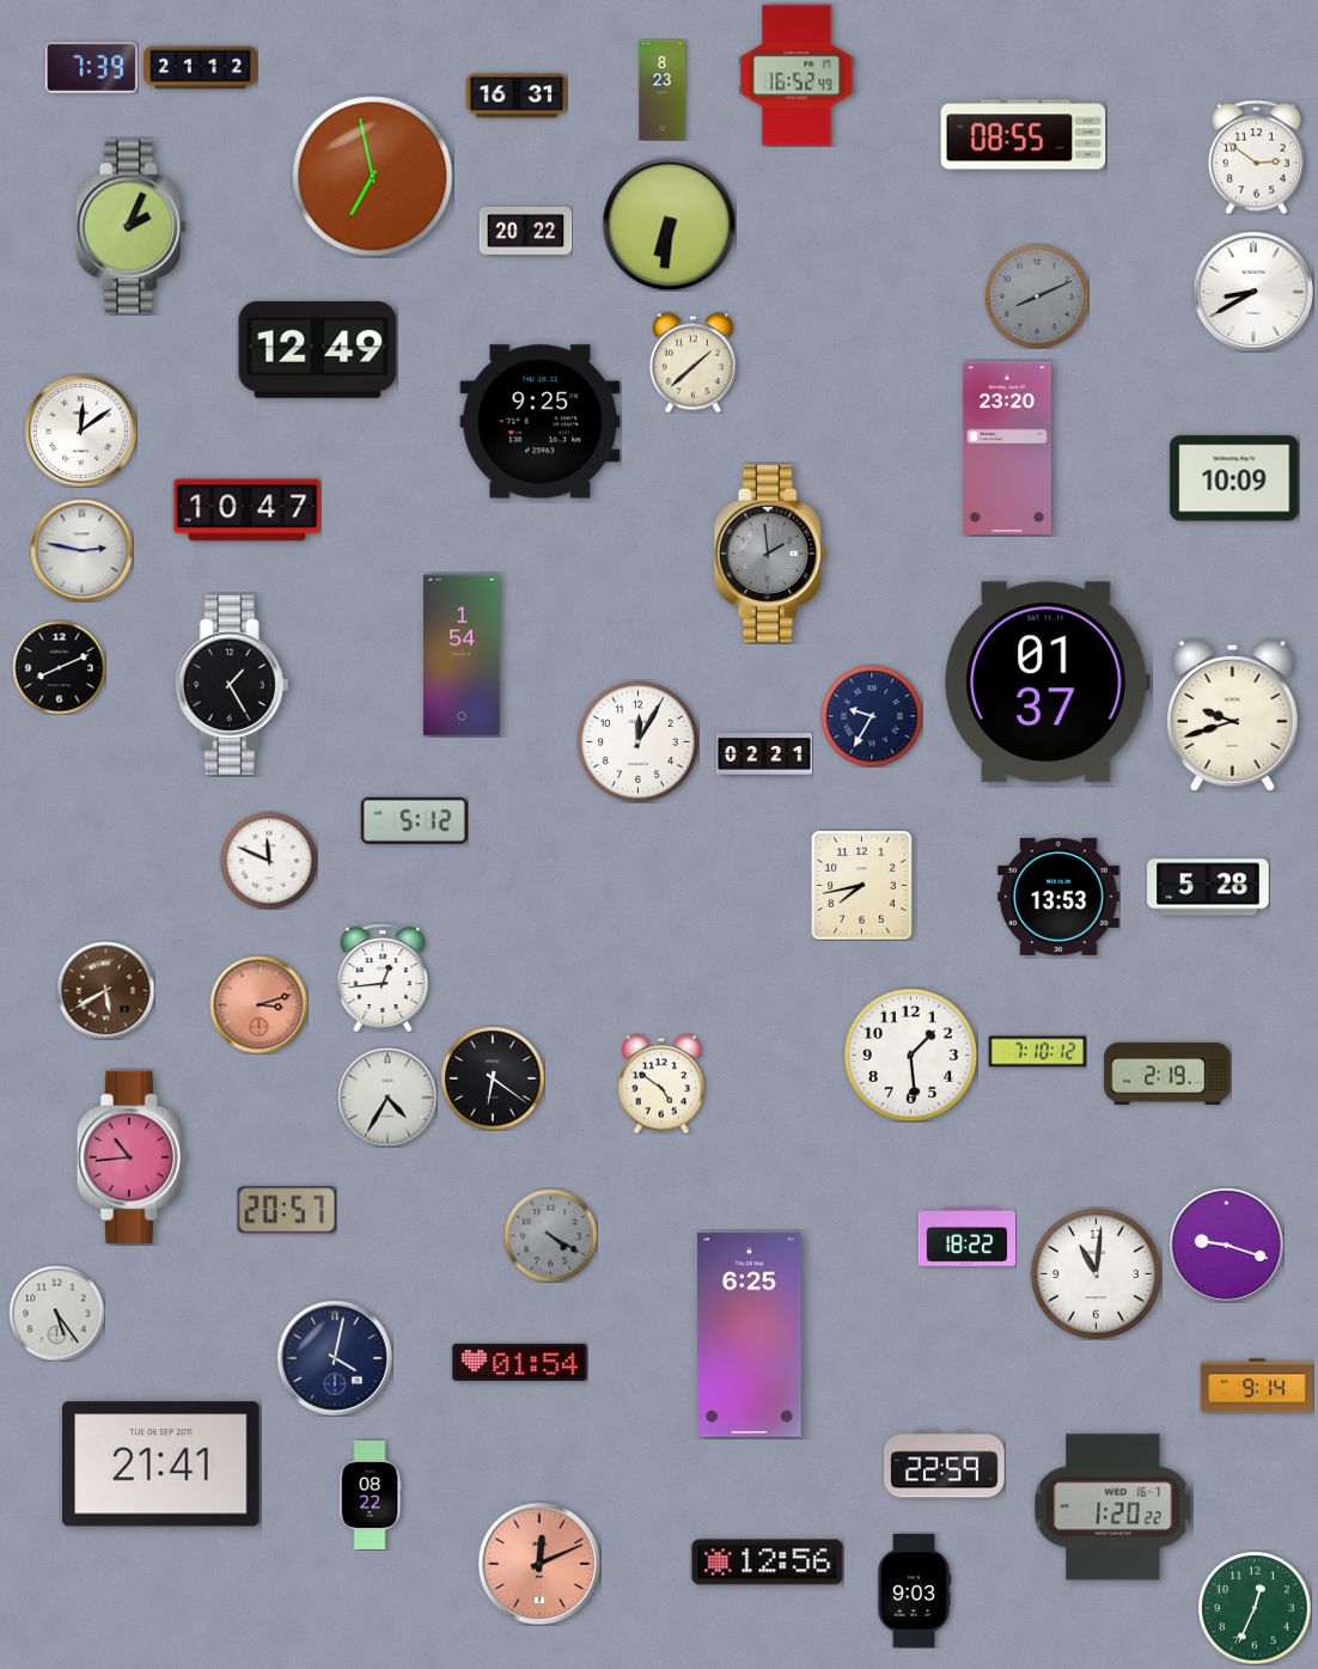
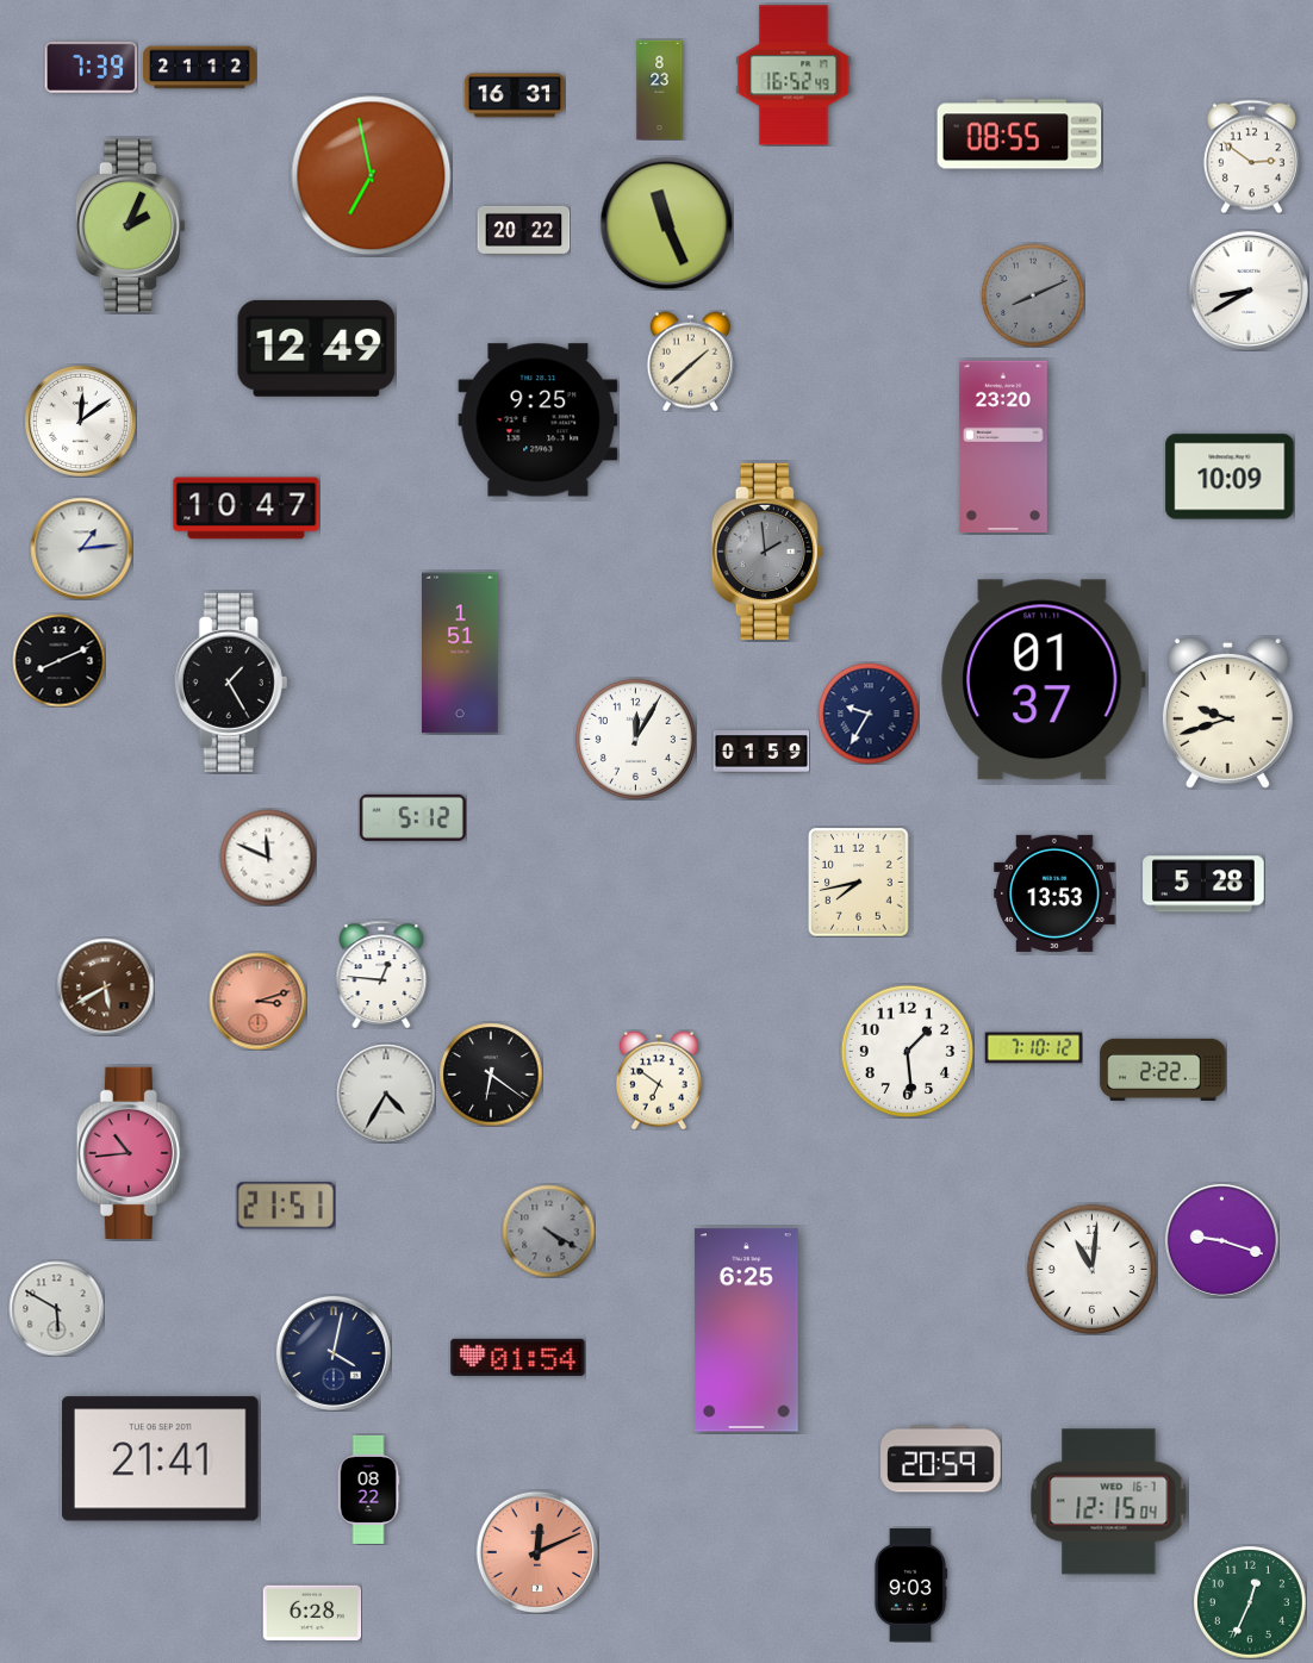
clock at (669, 224): 6:31 -> 11:26
clock at (81, 432) position: (81, 432) -> (81, 422)
clock at (81, 550): 2:47 -> 1:14
clock at (463, 655): 1:54 -> 1:51
clock at (59, 667) position: (59, 667) -> (58, 660)
clock at (764, 754): 02:21 -> 01:59
clock at (383, 977): 12:44 -> 12:46
clock at (1167, 1074): 2:19 -> 2:22
clock at (661, 1084): 4:51 -> 6:51
clock at (287, 1210): 20:57 -> 21:51
clock at (966, 1236): 18:22 -> none
clock at (56, 1313): 5:24 -> 5:50
clock at (1257, 1386): 9:14 -> none
clock at (945, 1465): 22:59 -> 20:59
clock at (1113, 1508): 1:20 -> 12:15
clock at (768, 1563): 12:56 -> none
clock at (539, 1564) position: (539, 1564) -> (537, 1552)
clock at (312, 1613): none -> 6:28
